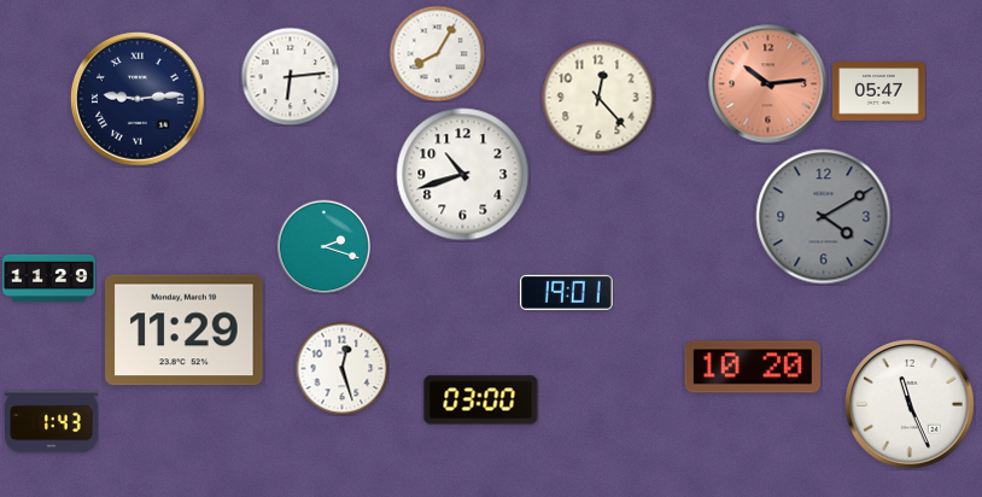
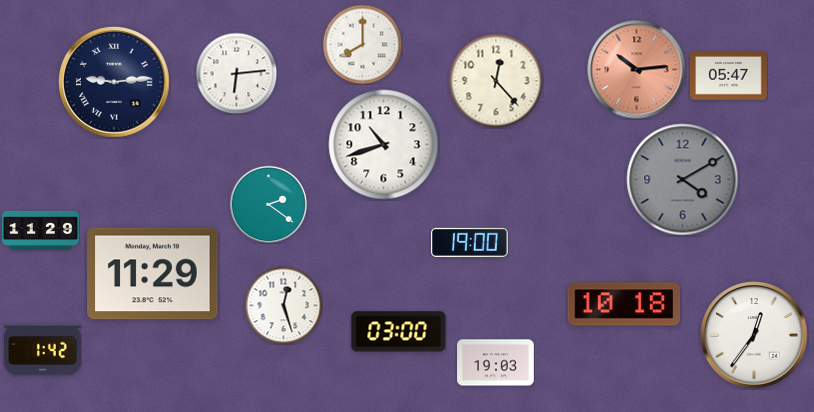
clock at (437, 53): 8:05 -> 8:00
clock at (290, 76) position: (290, 76) -> (236, 73)
clock at (323, 246): 2:18 -> 2:21
clock at (566, 292): 19:01 -> 19:00
clock at (753, 367): 10:20 -> 10:18
clock at (910, 404): 11:26 -> 12:36
clock at (52, 422): 1:43 -> 1:42
clock at (496, 363): none -> 19:03
